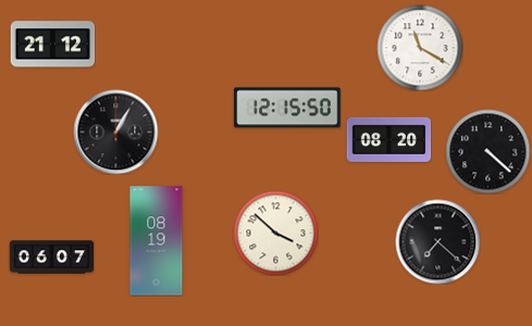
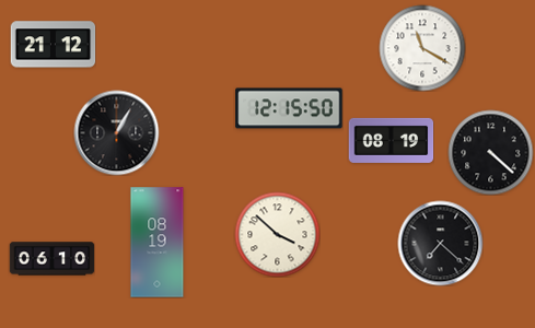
clock at (388, 139): 08:20 -> 08:19
clock at (51, 258): 06:07 -> 06:10
